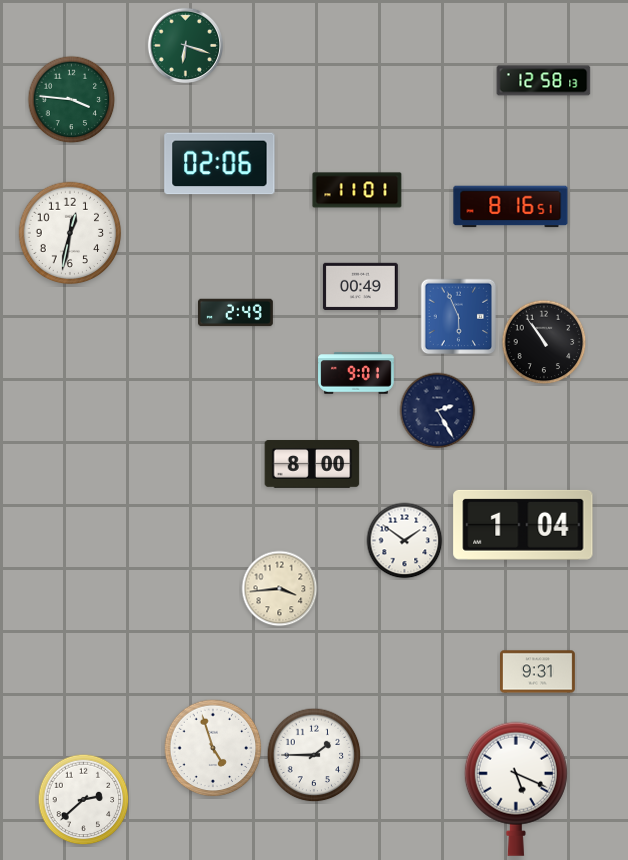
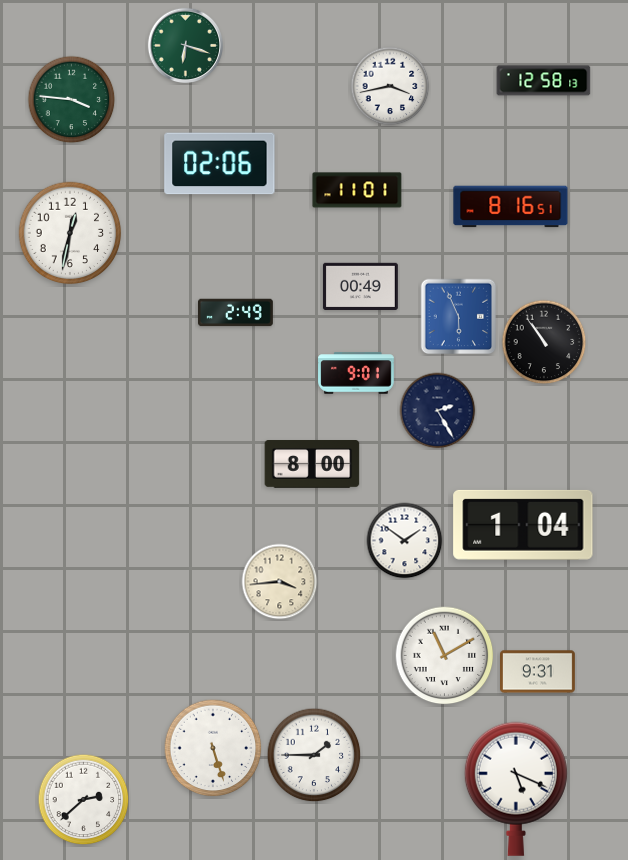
clock at (390, 86): none -> 3:43
clock at (280, 589) position: (280, 589) -> (280, 582)
clock at (445, 656): none -> 11:10
clock at (213, 748): 4:57 -> 5:27
